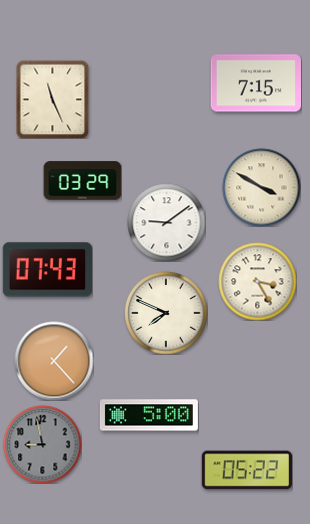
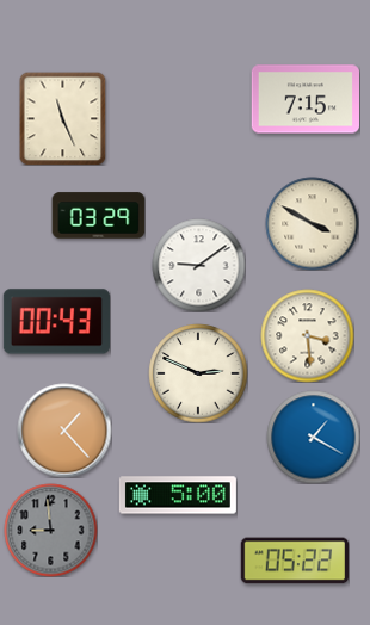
clock at (47, 270): 07:43 -> 00:43
clock at (257, 281): 3:25 -> 3:29
clock at (166, 313): 7:49 -> 2:49
clock at (313, 437): none -> 1:20
clock at (42, 444): 8:58 -> 8:59
